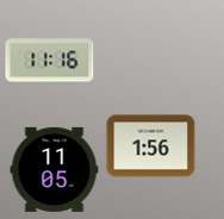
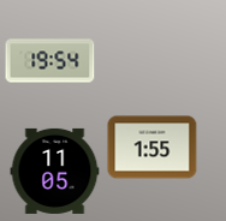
clock at (50, 61): 11:16 -> 19:54
clock at (151, 146): 1:56 -> 1:55
